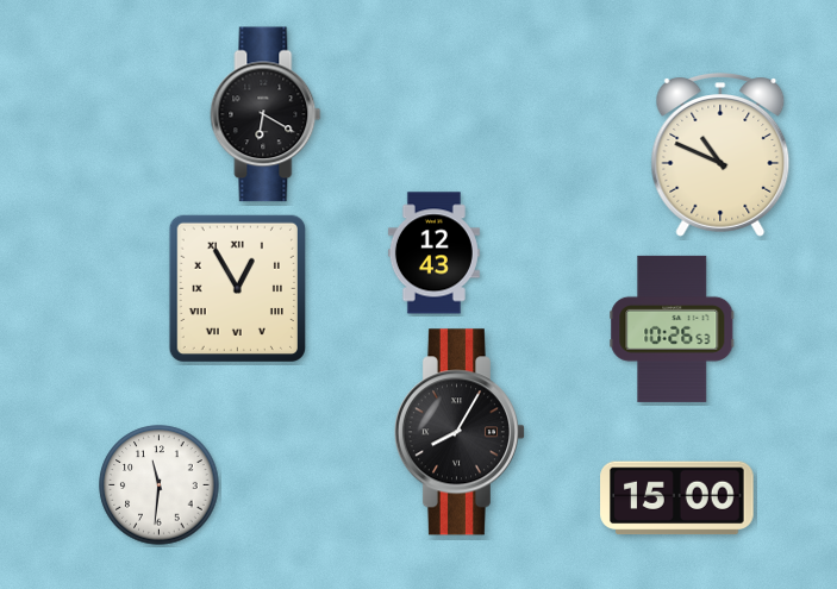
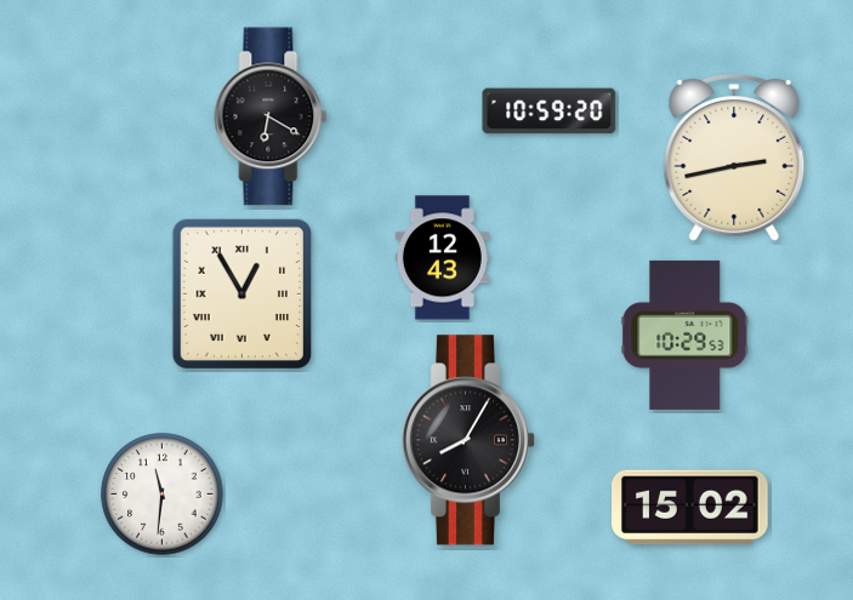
clock at (550, 112): none -> 10:59
clock at (720, 155): 10:49 -> 2:43
clock at (673, 328): 10:26 -> 10:29
clock at (677, 499): 15:00 -> 15:02
